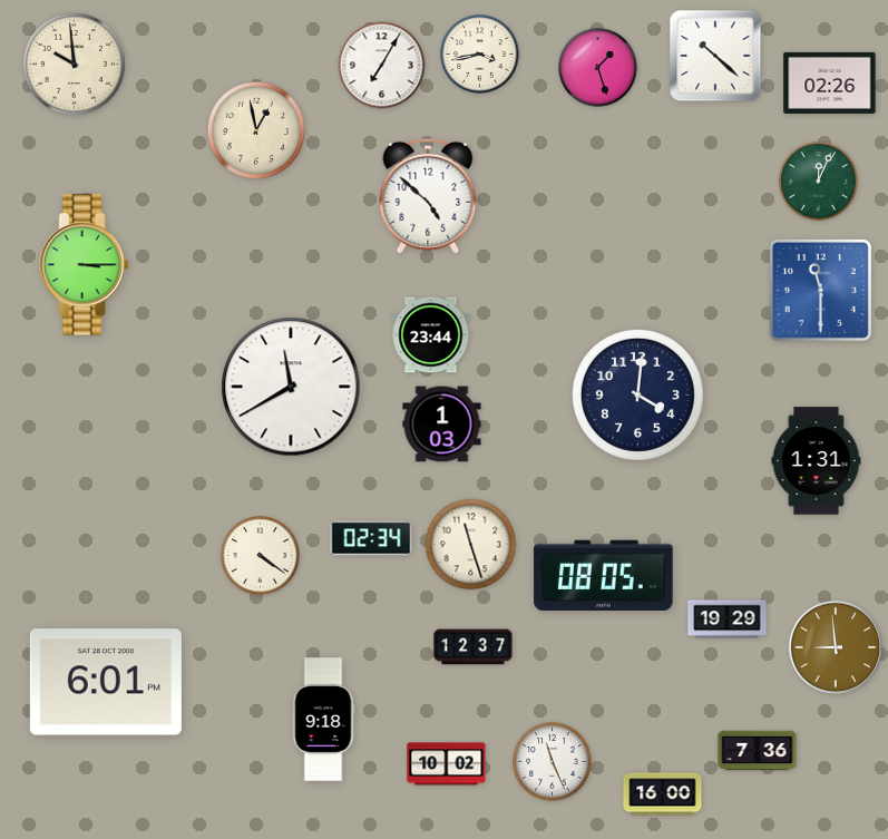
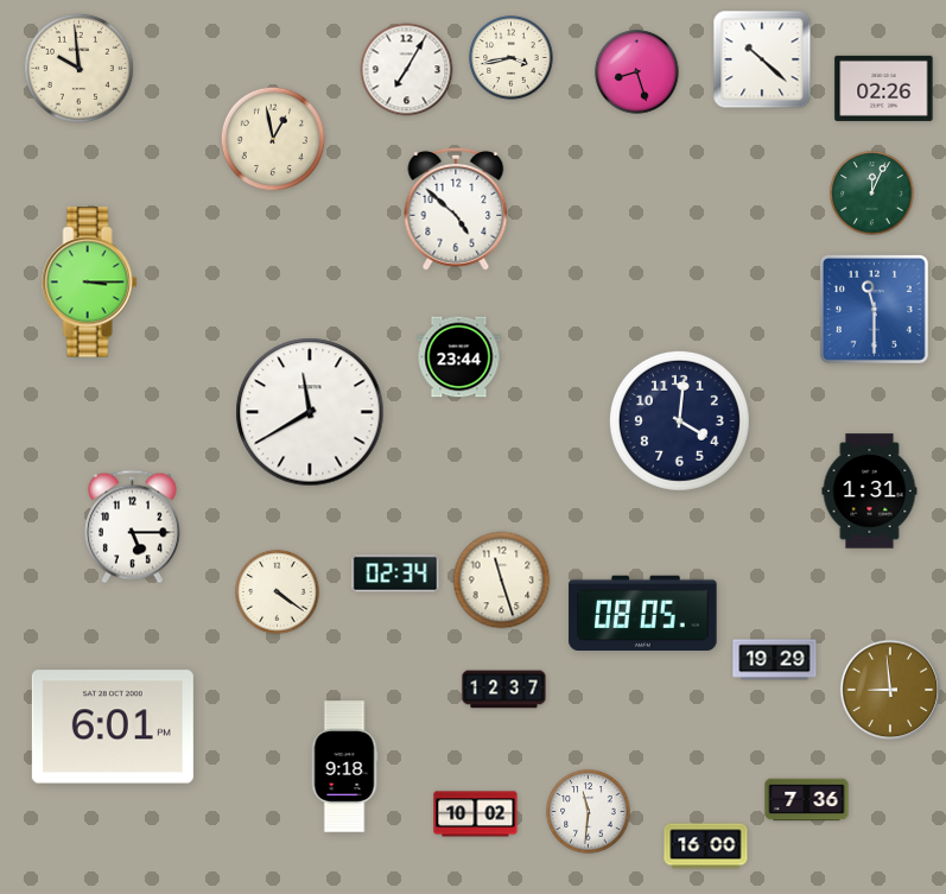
clock at (598, 68): 1:27 -> 8:27
clock at (442, 425): 1:03 -> none
clock at (133, 527): none -> 5:15
clock at (553, 762): 11:26 -> 11:31
